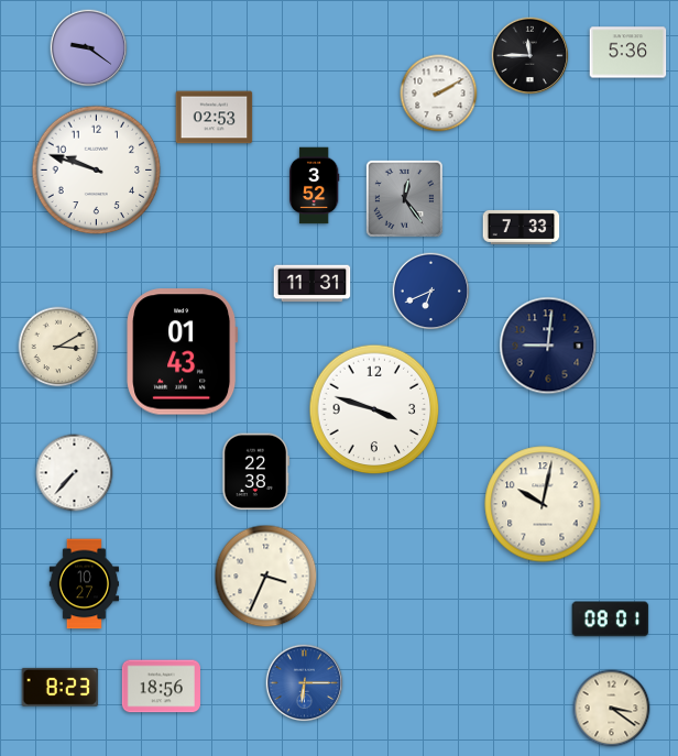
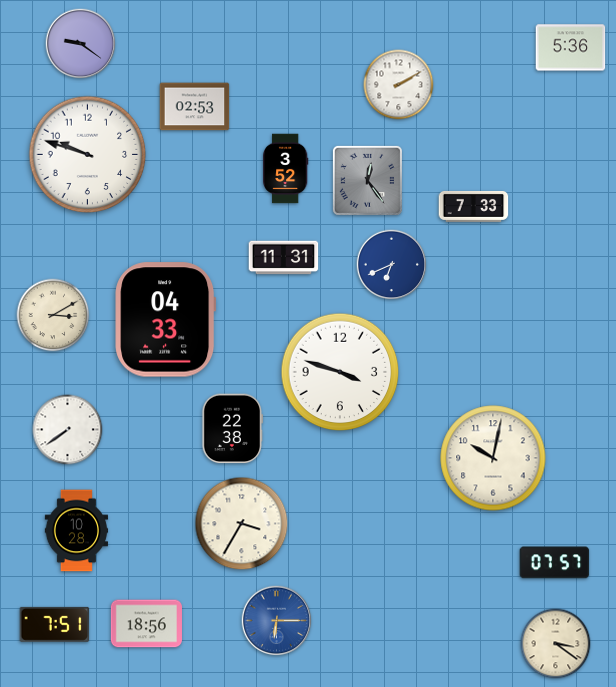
clock at (531, 56): 11:45 -> none
clock at (548, 346): 9:01 -> none
clock at (183, 352): 01:43 -> 04:33
clock at (75, 473): 7:37 -> 7:39
clock at (266, 577): 3:34 -> 3:35
clock at (85, 584): 10:27 -> 10:28
clock at (611, 620): 08:01 -> 07:57
clock at (61, 687): 8:23 -> 7:51
